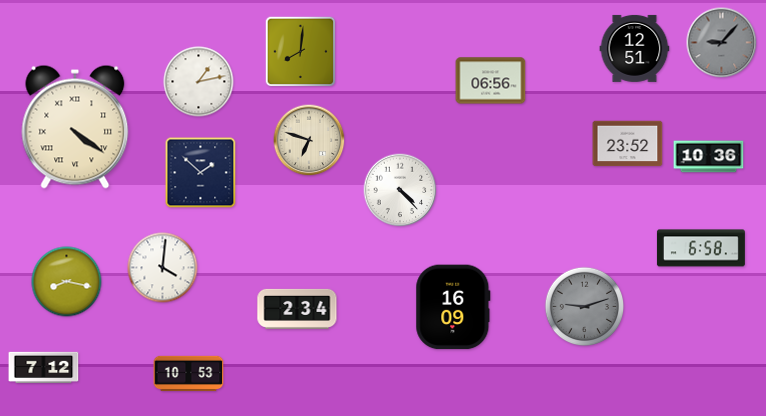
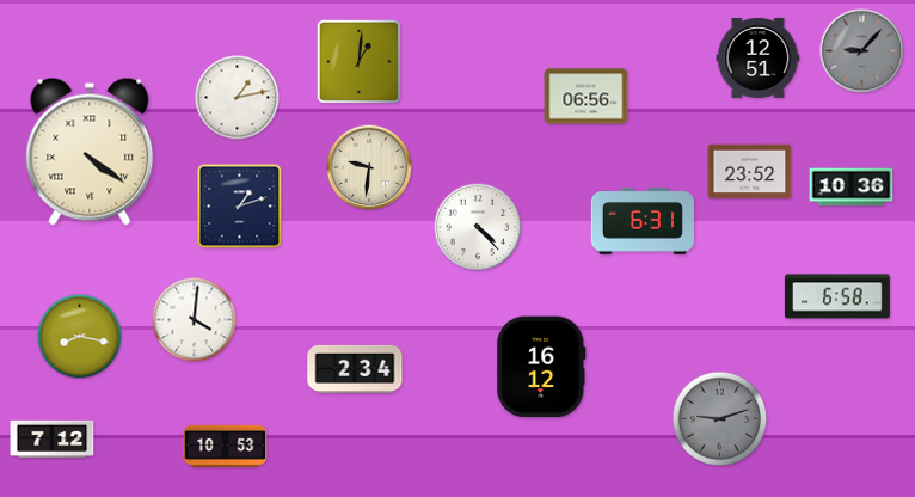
clock at (301, 52): 8:01 -> 1:01
clock at (309, 140): 6:48 -> 9:31
clock at (709, 157) position: (709, 157) -> (852, 188)
clock at (201, 173): 1:52 -> 1:12
clock at (641, 221): none -> 6:31
clock at (453, 307): 16:09 -> 16:12
clock at (585, 307) position: (585, 307) -> (720, 419)
